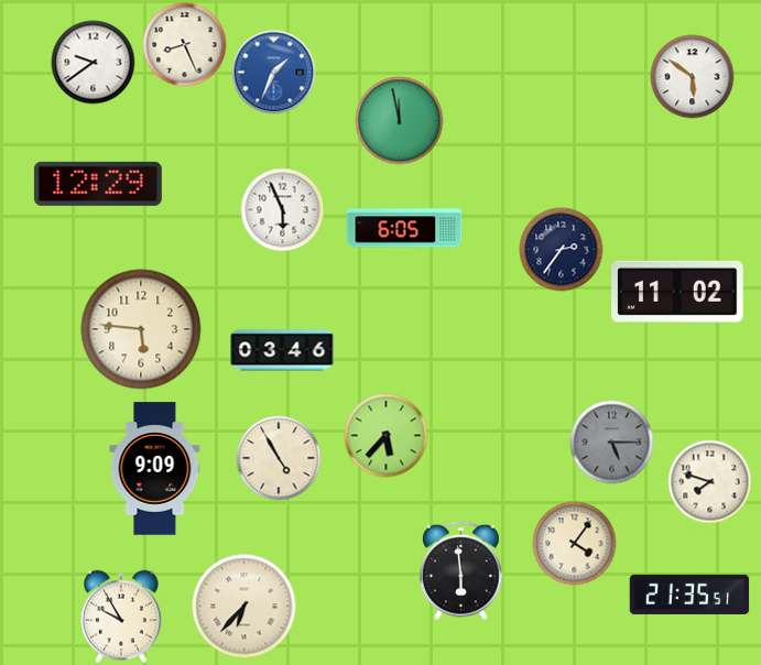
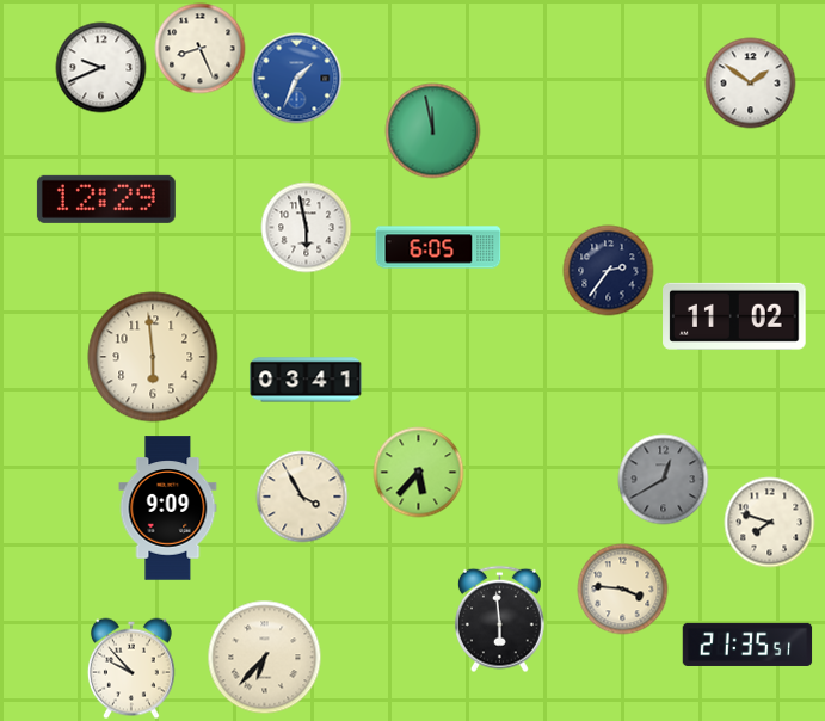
clock at (94, 63): 9:39 -> 9:41
clock at (693, 77): 5:51 -> 1:51
clock at (283, 210): 5:56 -> 5:58
clock at (141, 329): 5:46 -> 5:59
clock at (282, 350): 03:46 -> 03:41
clock at (612, 443): 5:15 -> 12:40
clock at (279, 458): 4:55 -> 3:55
clock at (575, 544): 4:06 -> 3:46
clock at (121, 617): 9:55 -> 9:53
